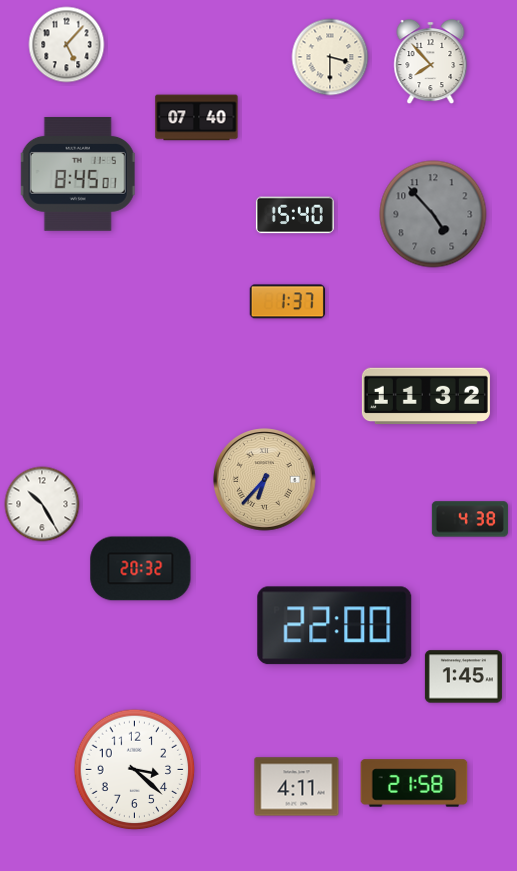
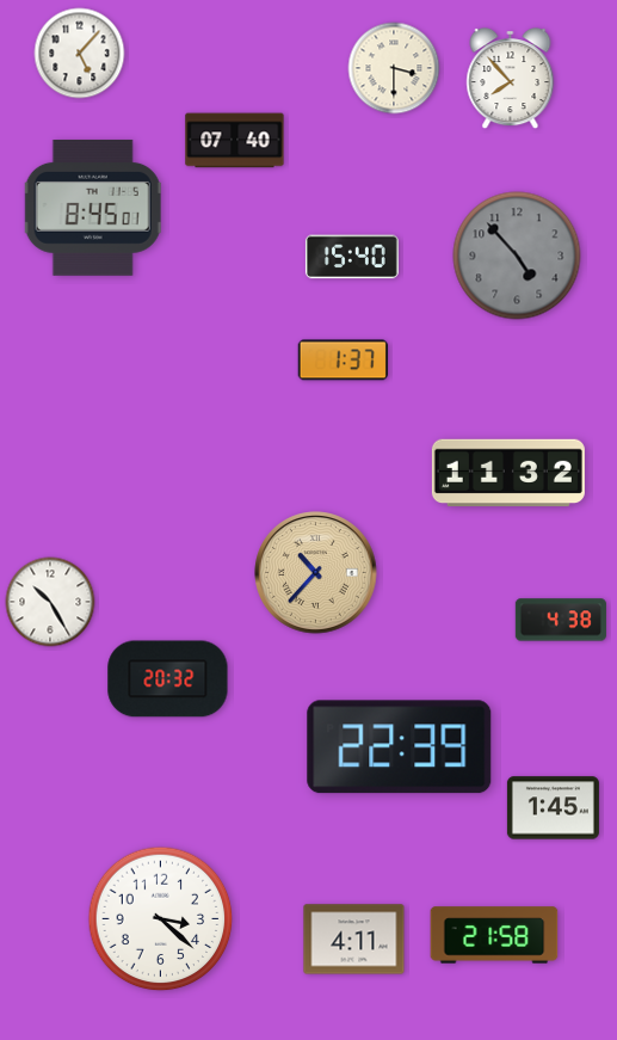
clock at (431, 63) position: (431, 63) -> (511, 80)
clock at (265, 480): 6:37 -> 10:37
clock at (335, 626): 22:00 -> 22:39
